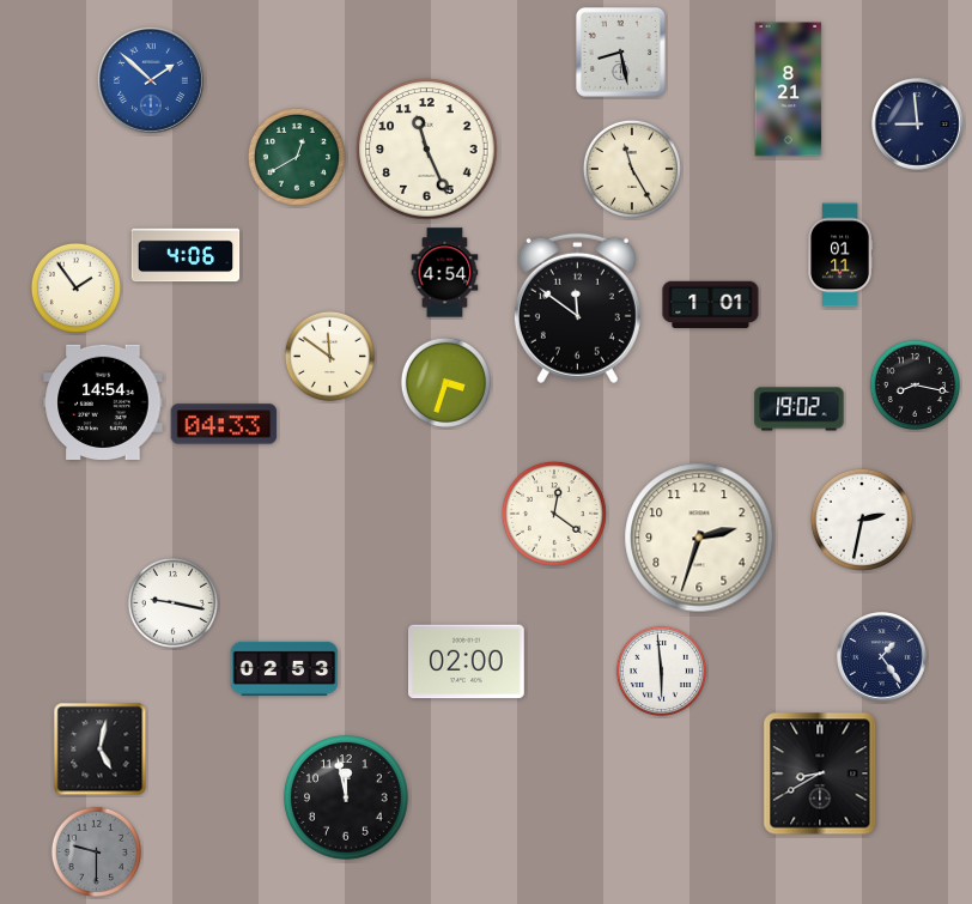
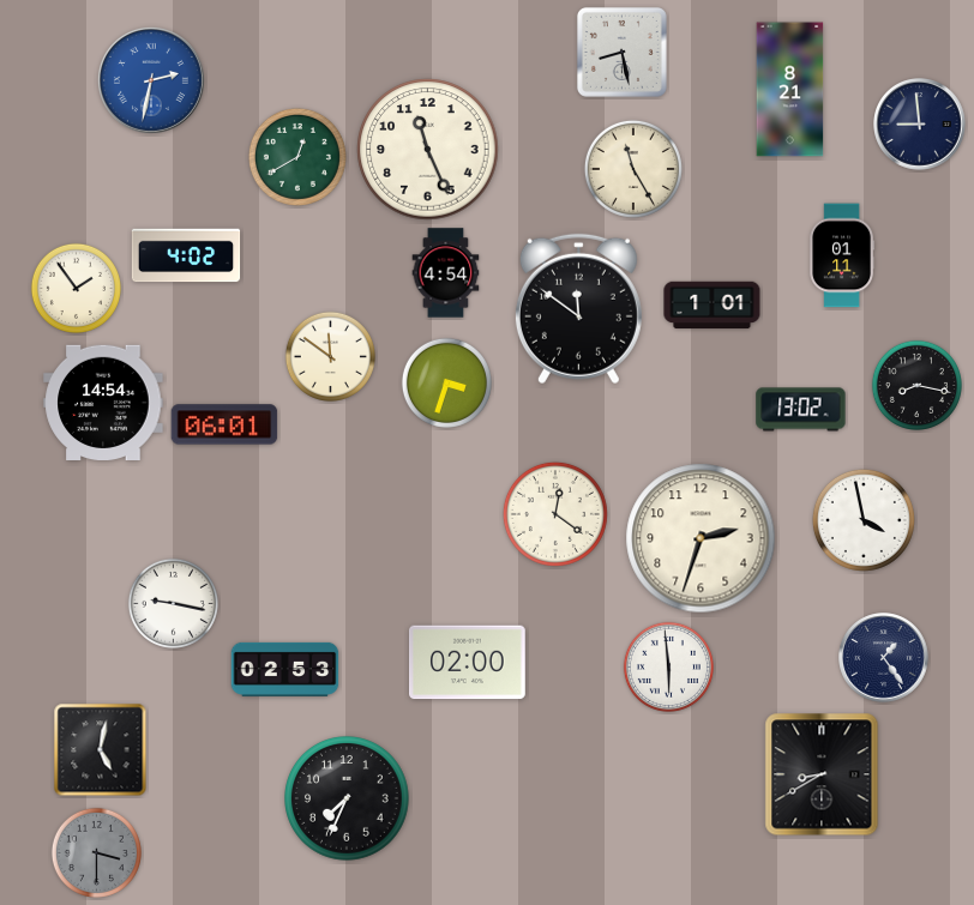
clock at (151, 80): 1:52 -> 2:32
clock at (186, 255): 4:06 -> 4:02
clock at (800, 409): 19:02 -> 13:02
clock at (224, 424): 04:33 -> 06:01
clock at (862, 520): 2:32 -> 3:58
clock at (661, 671) position: (661, 671) -> (668, 666)
clock at (346, 797): 11:58 -> 7:34
clock at (96, 851): 9:30 -> 3:30
